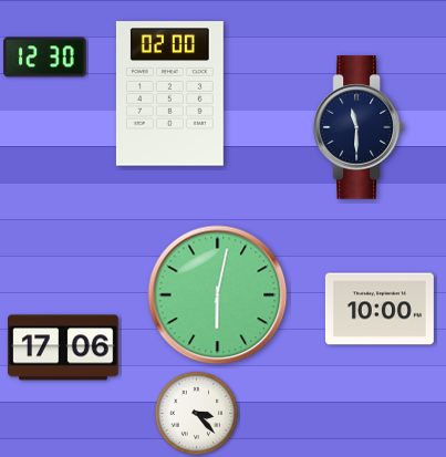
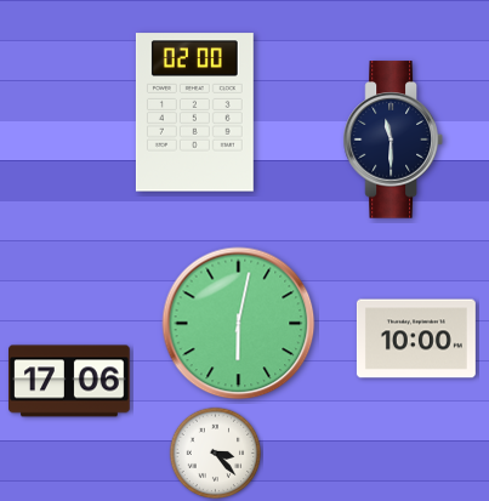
clock at (45, 58): 12:30 -> none
clock at (169, 94) position: (169, 94) -> (194, 113)
